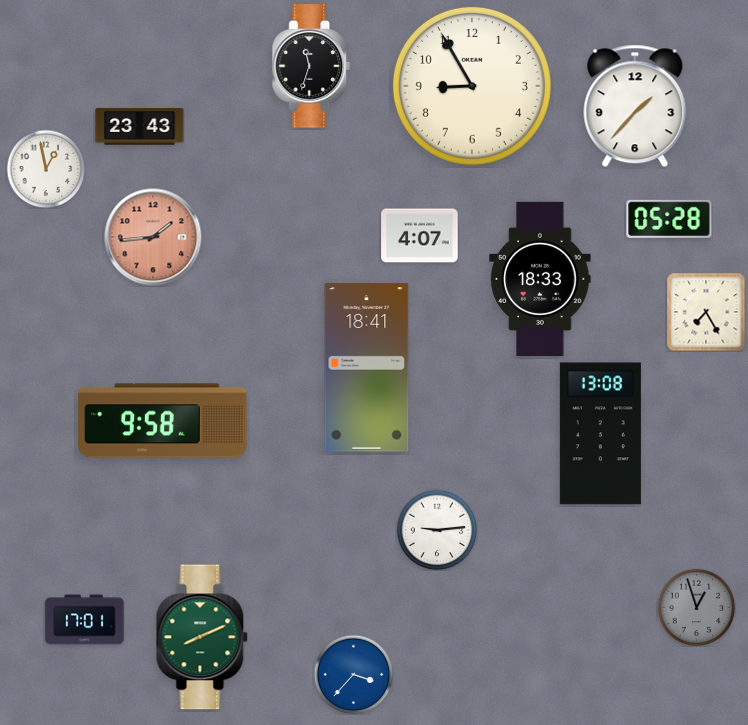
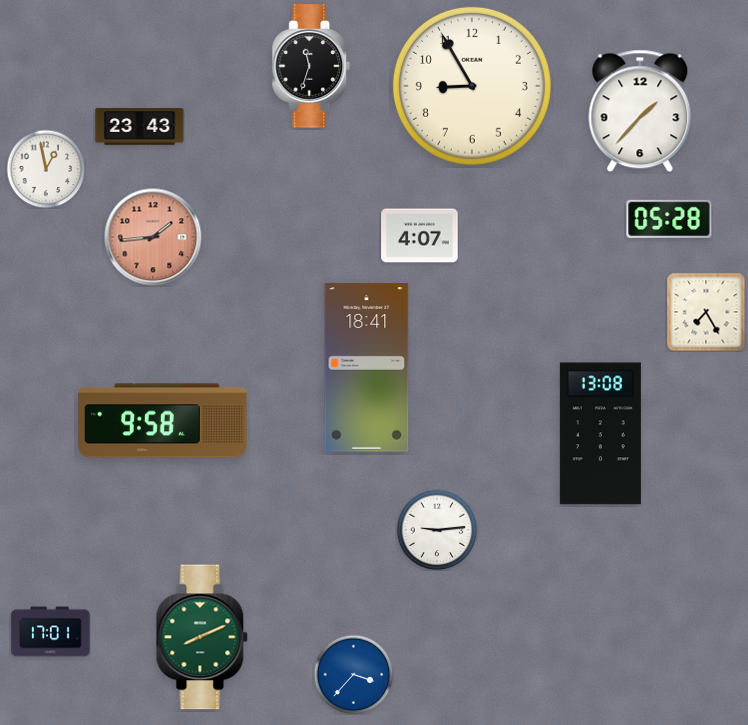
clock at (635, 106) position: (635, 106) -> (640, 111)
clock at (540, 278): 18:33 -> none
clock at (696, 607): 12:57 -> none
clock at (85, 620) position: (85, 620) -> (51, 632)
